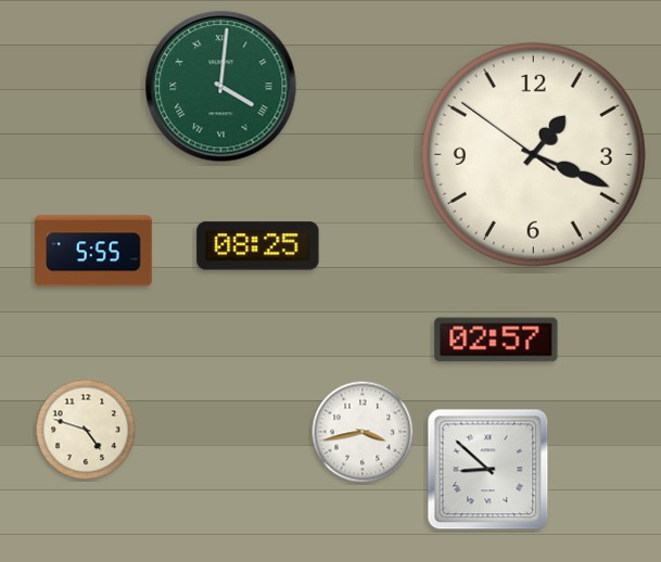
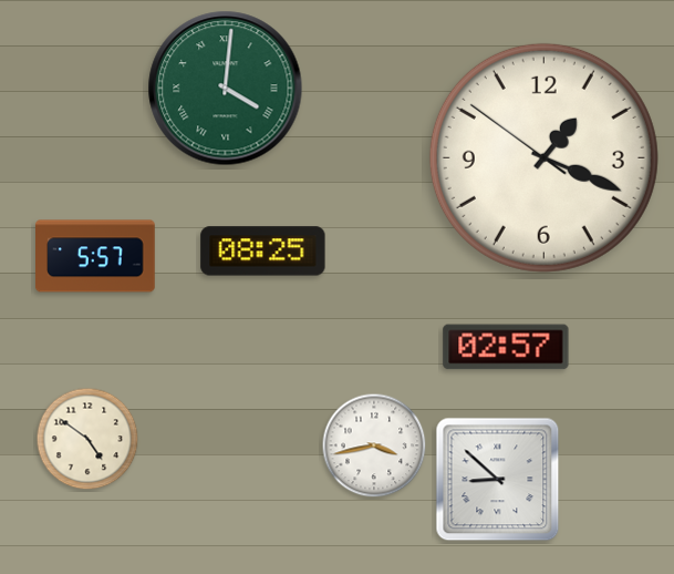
clock at (93, 251): 5:55 -> 5:57
clock at (86, 430): 4:48 -> 4:51
clock at (363, 432) position: (363, 432) -> (374, 445)
